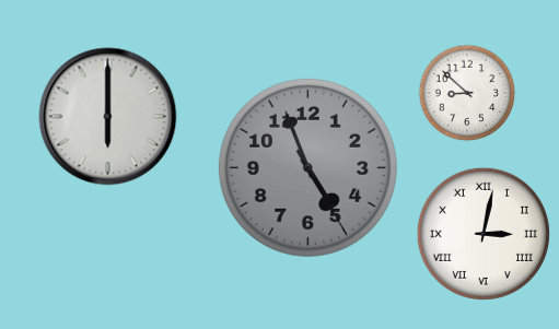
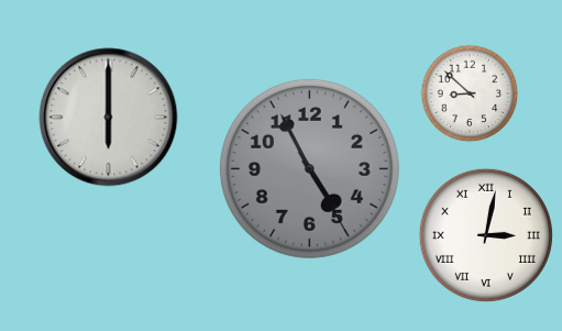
clock at (307, 167): 4:56 -> 4:55
